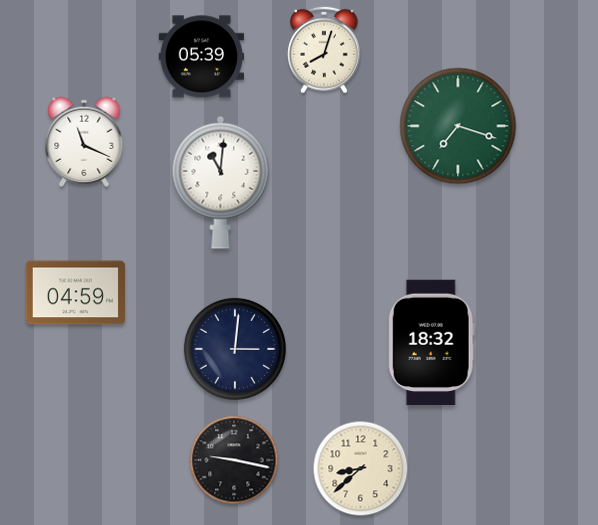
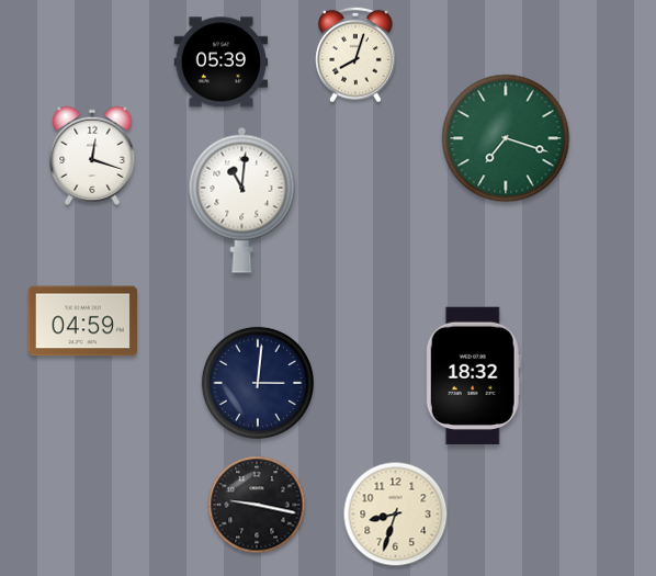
clock at (458, 126) position: (458, 126) -> (506, 138)
clock at (84, 142): 11:19 -> 12:18
clock at (361, 469): 8:38 -> 8:33
